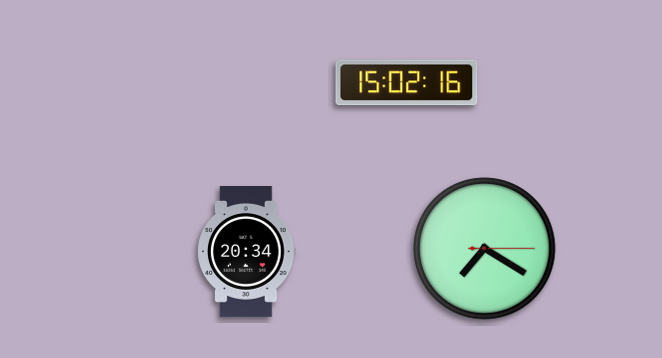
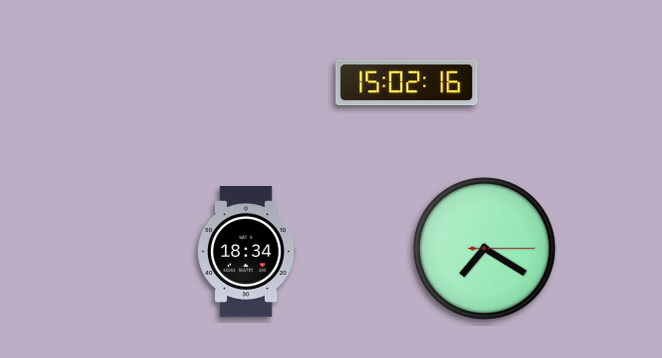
clock at (247, 252): 20:34 -> 18:34
